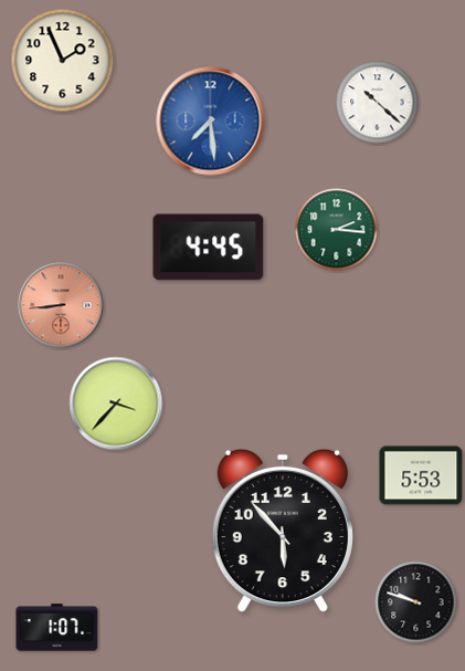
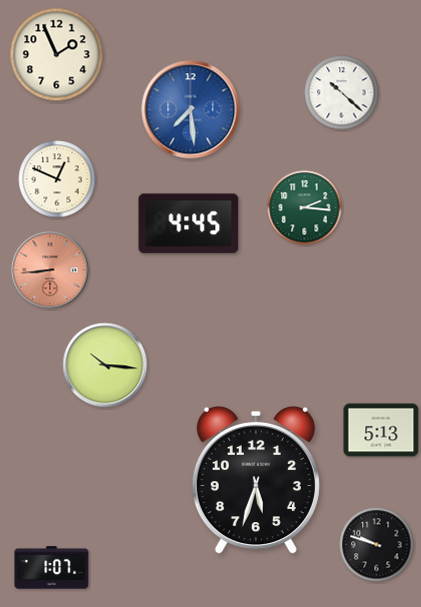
clock at (57, 179): none -> 12:49
clock at (61, 305) position: (61, 305) -> (50, 270)
clock at (116, 403): 3:37 -> 10:16
clock at (421, 475): 5:53 -> 5:13
clock at (283, 531): 5:53 -> 5:33
